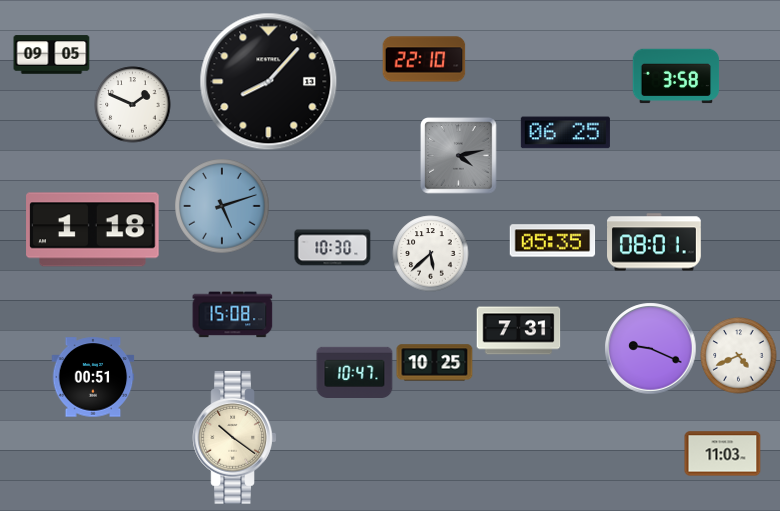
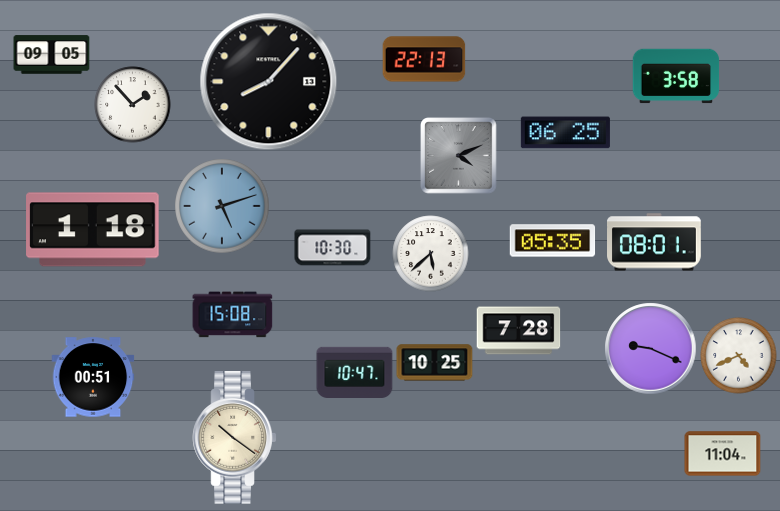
clock at (424, 59): 22:10 -> 22:13
clock at (133, 105): 1:49 -> 1:53
clock at (459, 156): 4:13 -> 4:11
clock at (519, 331): 7:31 -> 7:28
clock at (723, 454): 11:03 -> 11:04
